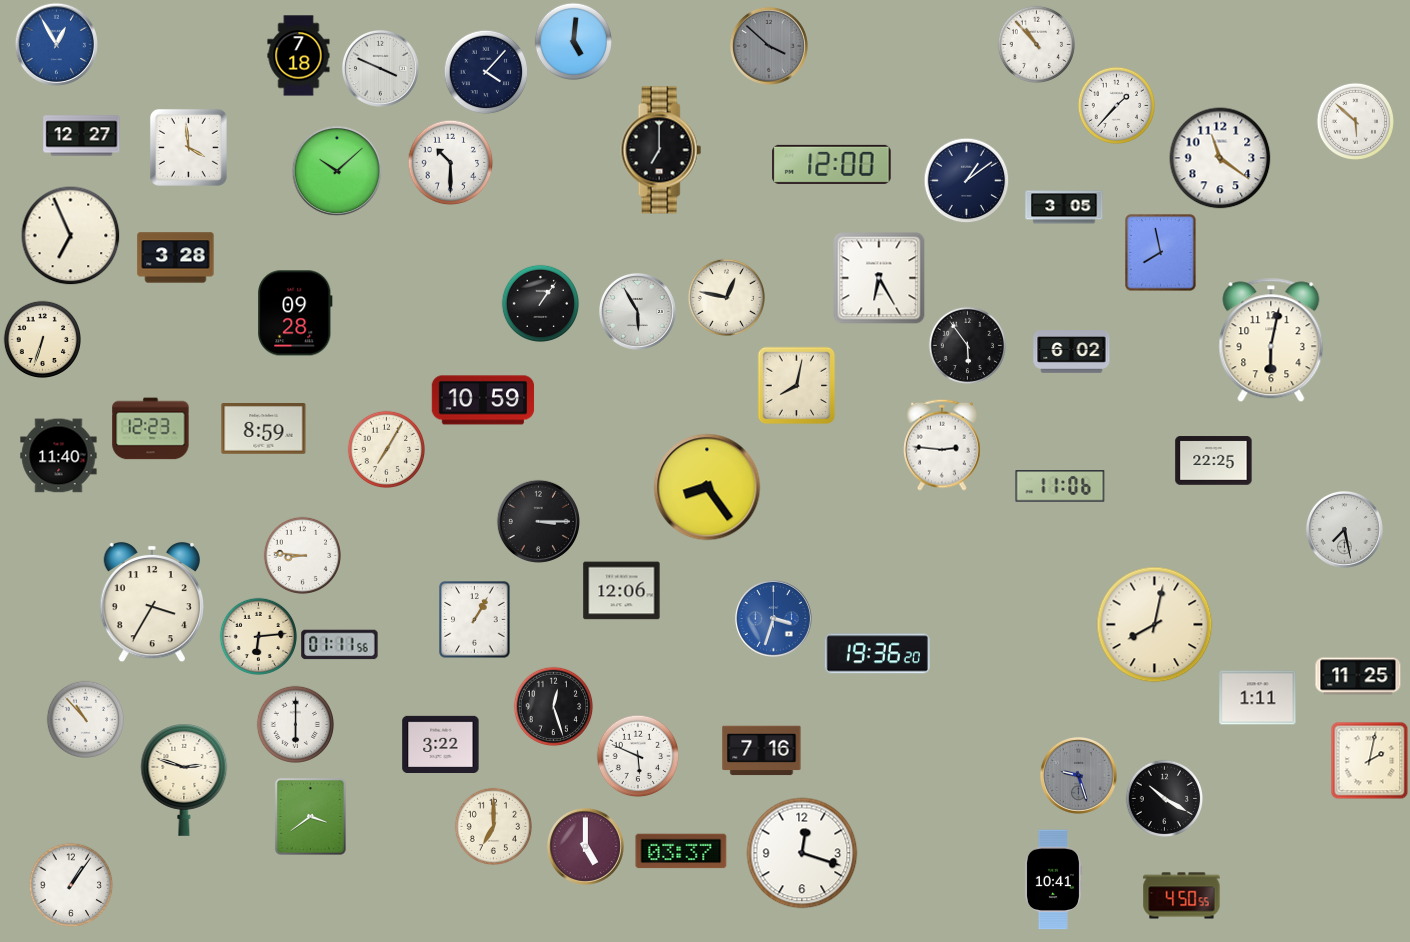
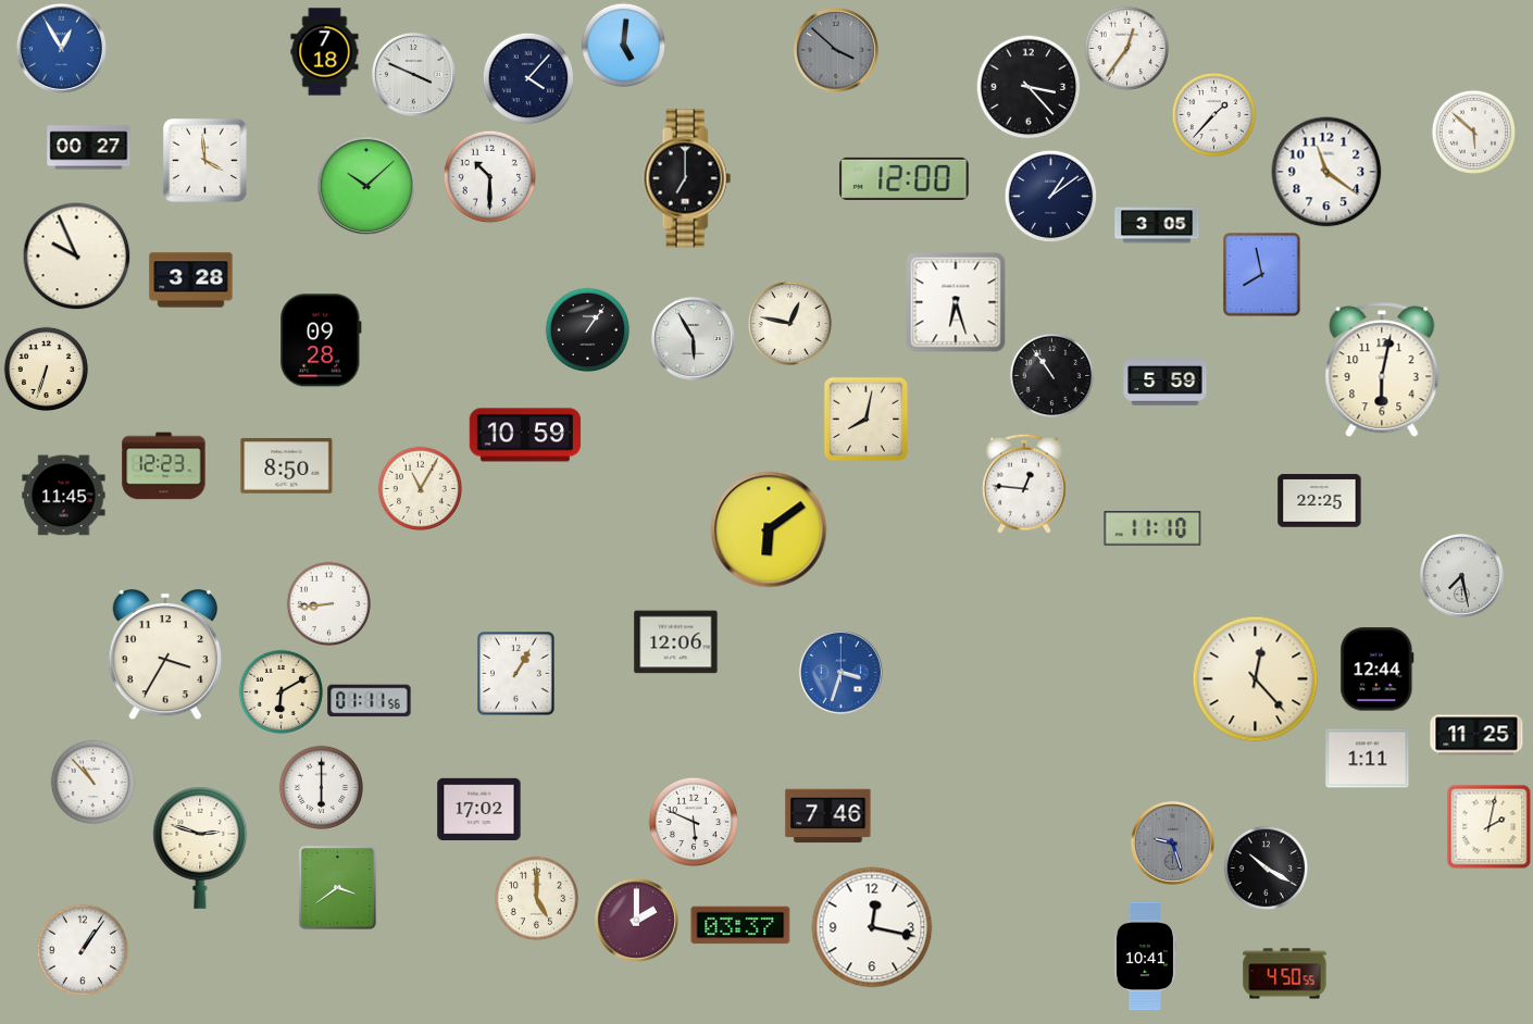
clock at (1036, 44): 10:53 -> 12:36
clock at (299, 56) position: (299, 56) -> (325, 52)
clock at (1029, 87): none -> 3:23
clock at (82, 136): 12:27 -> 00:27
clock at (661, 150) position: (661, 150) -> (687, 178)
clock at (71, 236): 6:56 -> 9:56
clock at (879, 278): 6:25 -> 6:27
clock at (967, 345): 5:54 -> 10:54
clock at (1072, 352): 6:02 -> 5:59
clock at (264, 429): 8:59 -> 8:50
clock at (942, 445): 2:46 -> 12:46
clock at (386, 449): 7:05 -> 11:05
clock at (59, 456): 11:40 -> 11:45
clock at (1060, 486): 11:06 -> 11:10
clock at (707, 487): 8:24 -> 6:09
clock at (538, 521): 3:15 -> none
clock at (302, 555): 8:46 -> 8:44
clock at (1378, 670): none -> 12:44
clock at (1155, 625): 8:02 -> 12:23
clock at (258, 636): 6:14 -> 6:10
clock at (877, 654): 19:36 -> none
clock at (553, 706): 12:27 -> none
clock at (441, 744): 3:22 -> 17:02
clock at (762, 751): 7:16 -> 7:46
clock at (493, 826): 7:00 -> 5:00
clock at (585, 846): 5:00 -> 2:00
clock at (802, 853): 12:18 -> 12:17
clock at (71, 885) position: (71, 885) -> (83, 950)
